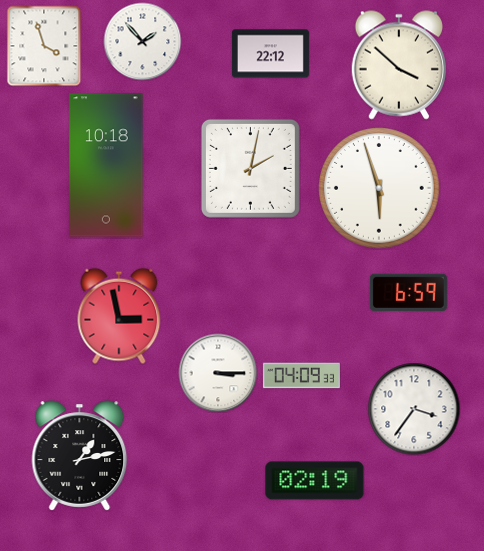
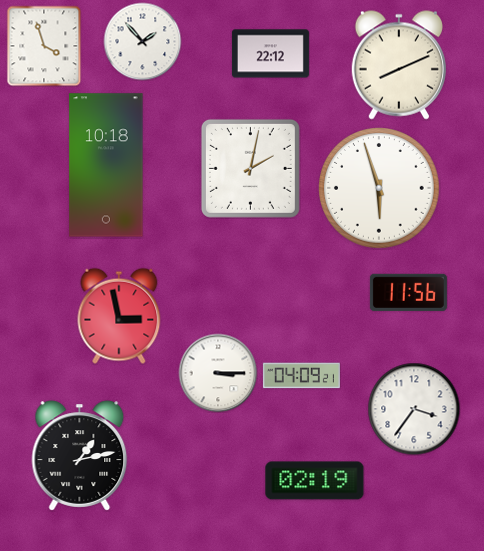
clock at (399, 65): 3:52 -> 8:11
clock at (408, 292): 6:59 -> 11:56
clock at (301, 376): 04:09:33 -> 04:09:21
